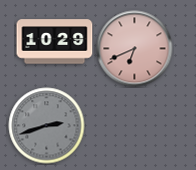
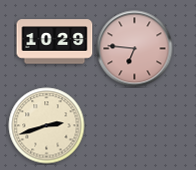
clock at (135, 49): 6:41 -> 6:46
clock at (47, 126) dial: grey -> cream
